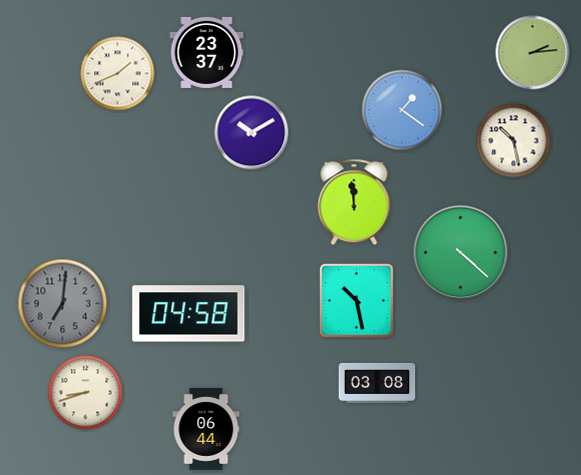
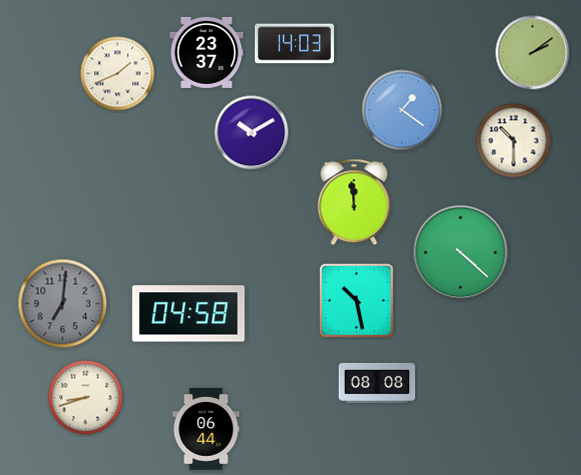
clock at (294, 44): none -> 14:03
clock at (533, 53): 2:14 -> 2:09
clock at (514, 141): 10:28 -> 10:30
clock at (377, 383): 03:08 -> 08:08
clock at (86, 393) position: (86, 393) -> (86, 398)
